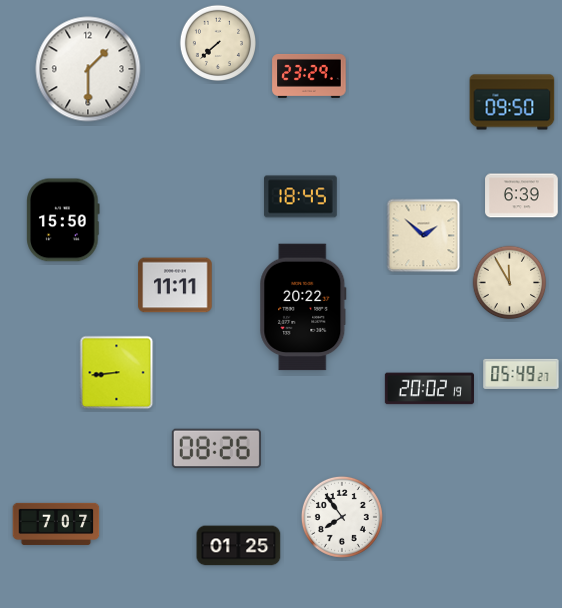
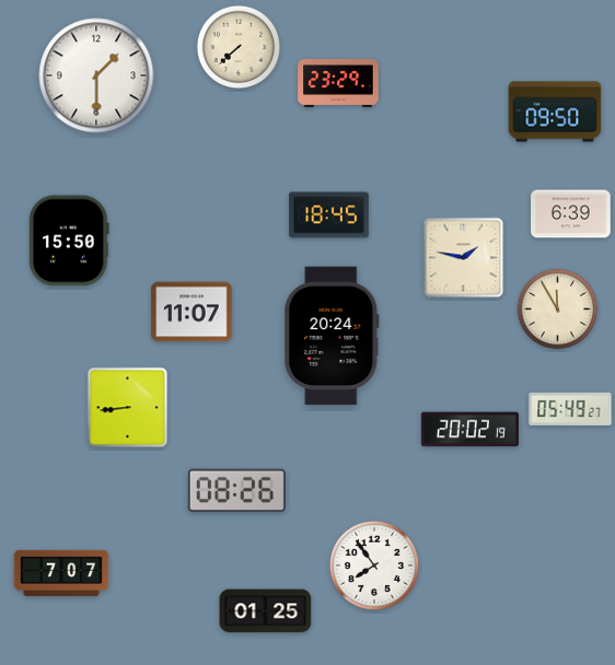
clock at (512, 102) position: (512, 102) -> (555, 112)
clock at (424, 236): 1:52 -> 1:47
clock at (175, 285): 11:11 -> 11:07
clock at (303, 307): 20:22 -> 20:24
clock at (429, 389) position: (429, 389) -> (469, 430)
clock at (239, 546) position: (239, 546) -> (266, 611)
